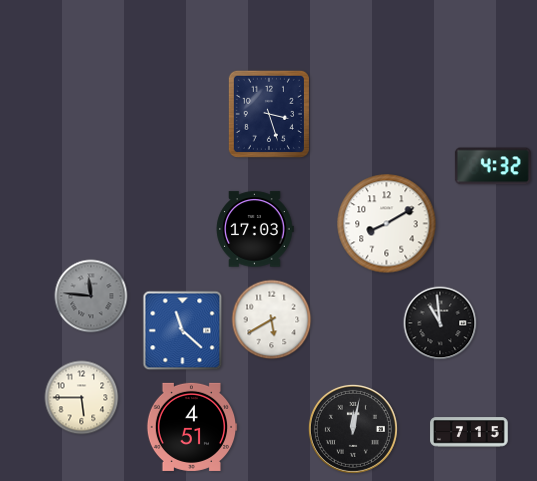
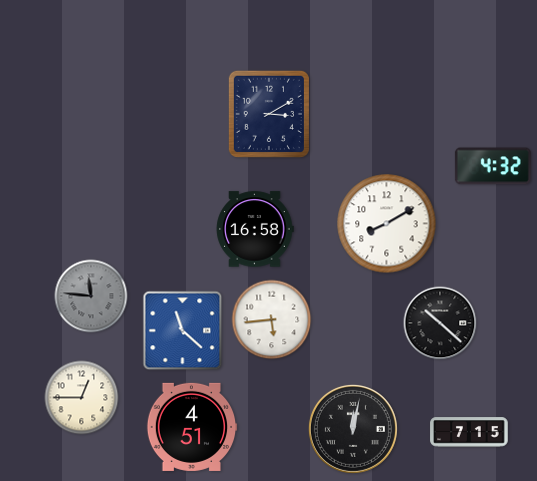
clock at (269, 114): 3:27 -> 3:10
clock at (255, 229): 17:03 -> 16:58
clock at (272, 320): 5:40 -> 5:44
clock at (440, 323): 10:59 -> 10:22
clock at (82, 398): 5:45 -> 12:45
